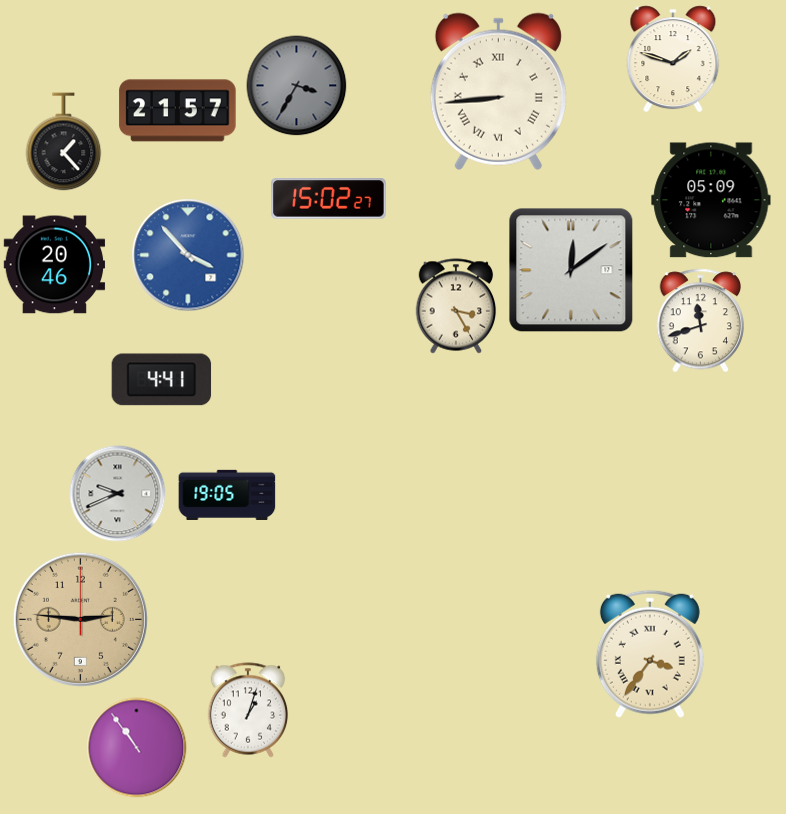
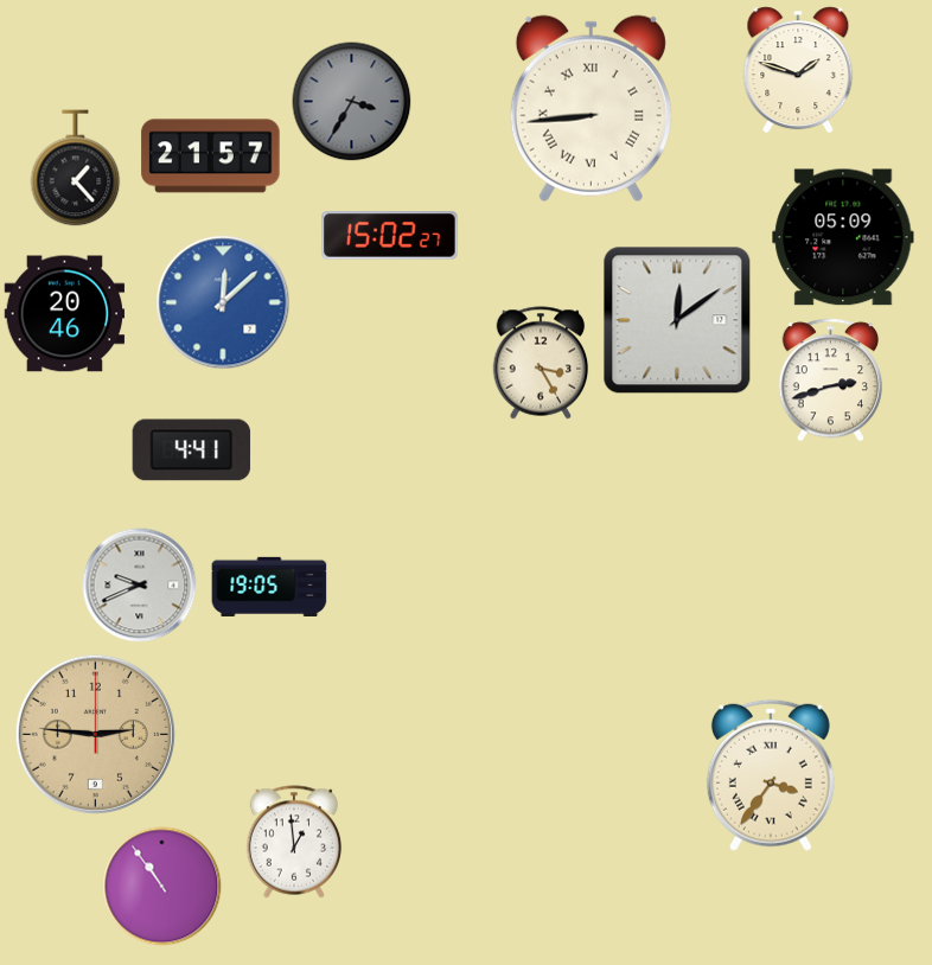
clock at (178, 111) position: (178, 111) -> (211, 156)
clock at (188, 255): 3:53 -> 12:08
clock at (701, 321): 11:42 -> 2:42
clock at (248, 710): 1:03 -> 12:59
